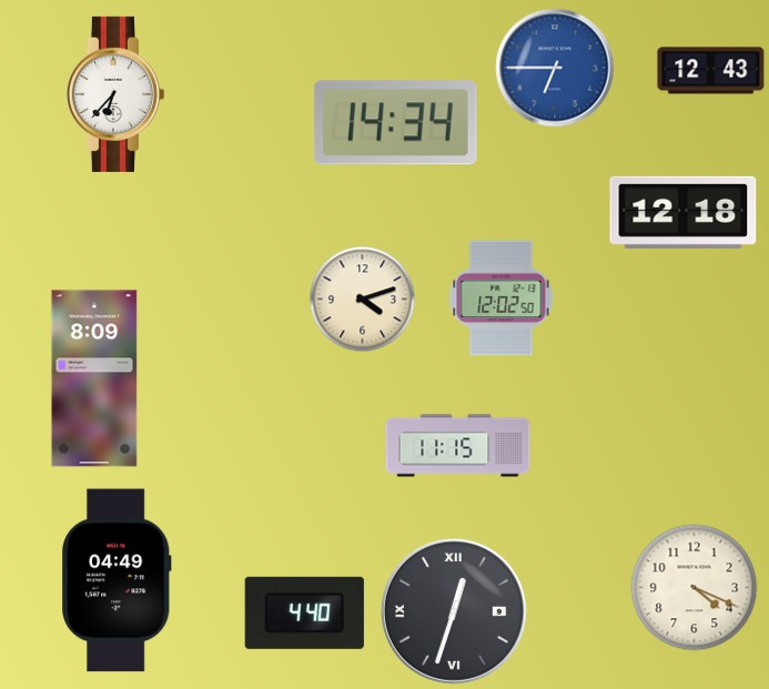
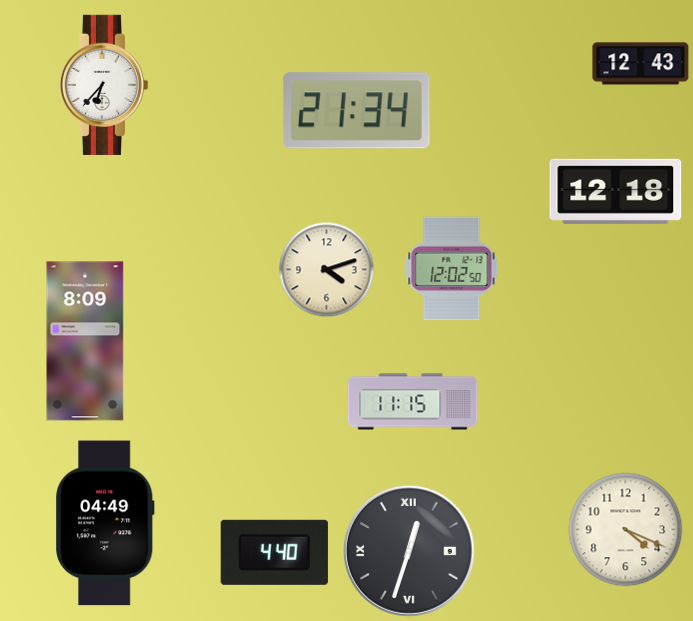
clock at (555, 68): 6:45 -> none
clock at (395, 123): 14:34 -> 21:34
